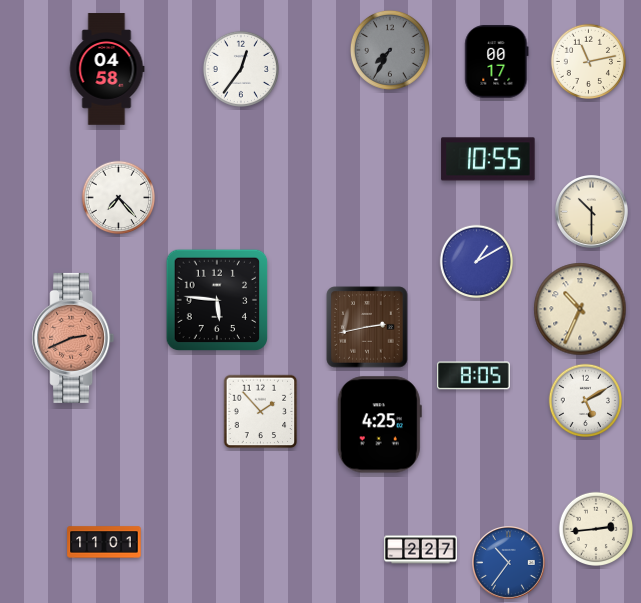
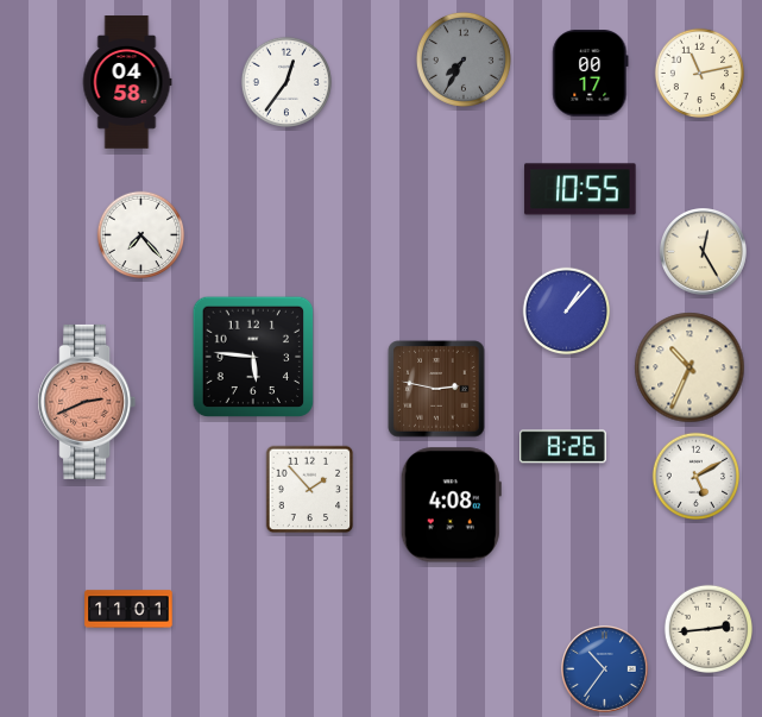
clock at (592, 212): 10:30 -> 12:25
clock at (477, 262): 1:10 -> 1:07
clock at (217, 300) position: (217, 300) -> (253, 357)
clock at (367, 327): 2:43 -> 2:47
clock at (474, 376): 8:05 -> 8:26
clock at (379, 425): 4:25 -> 4:08
clock at (104, 542) position: (104, 542) -> (128, 609)
clock at (421, 550): 2:27 -> none
